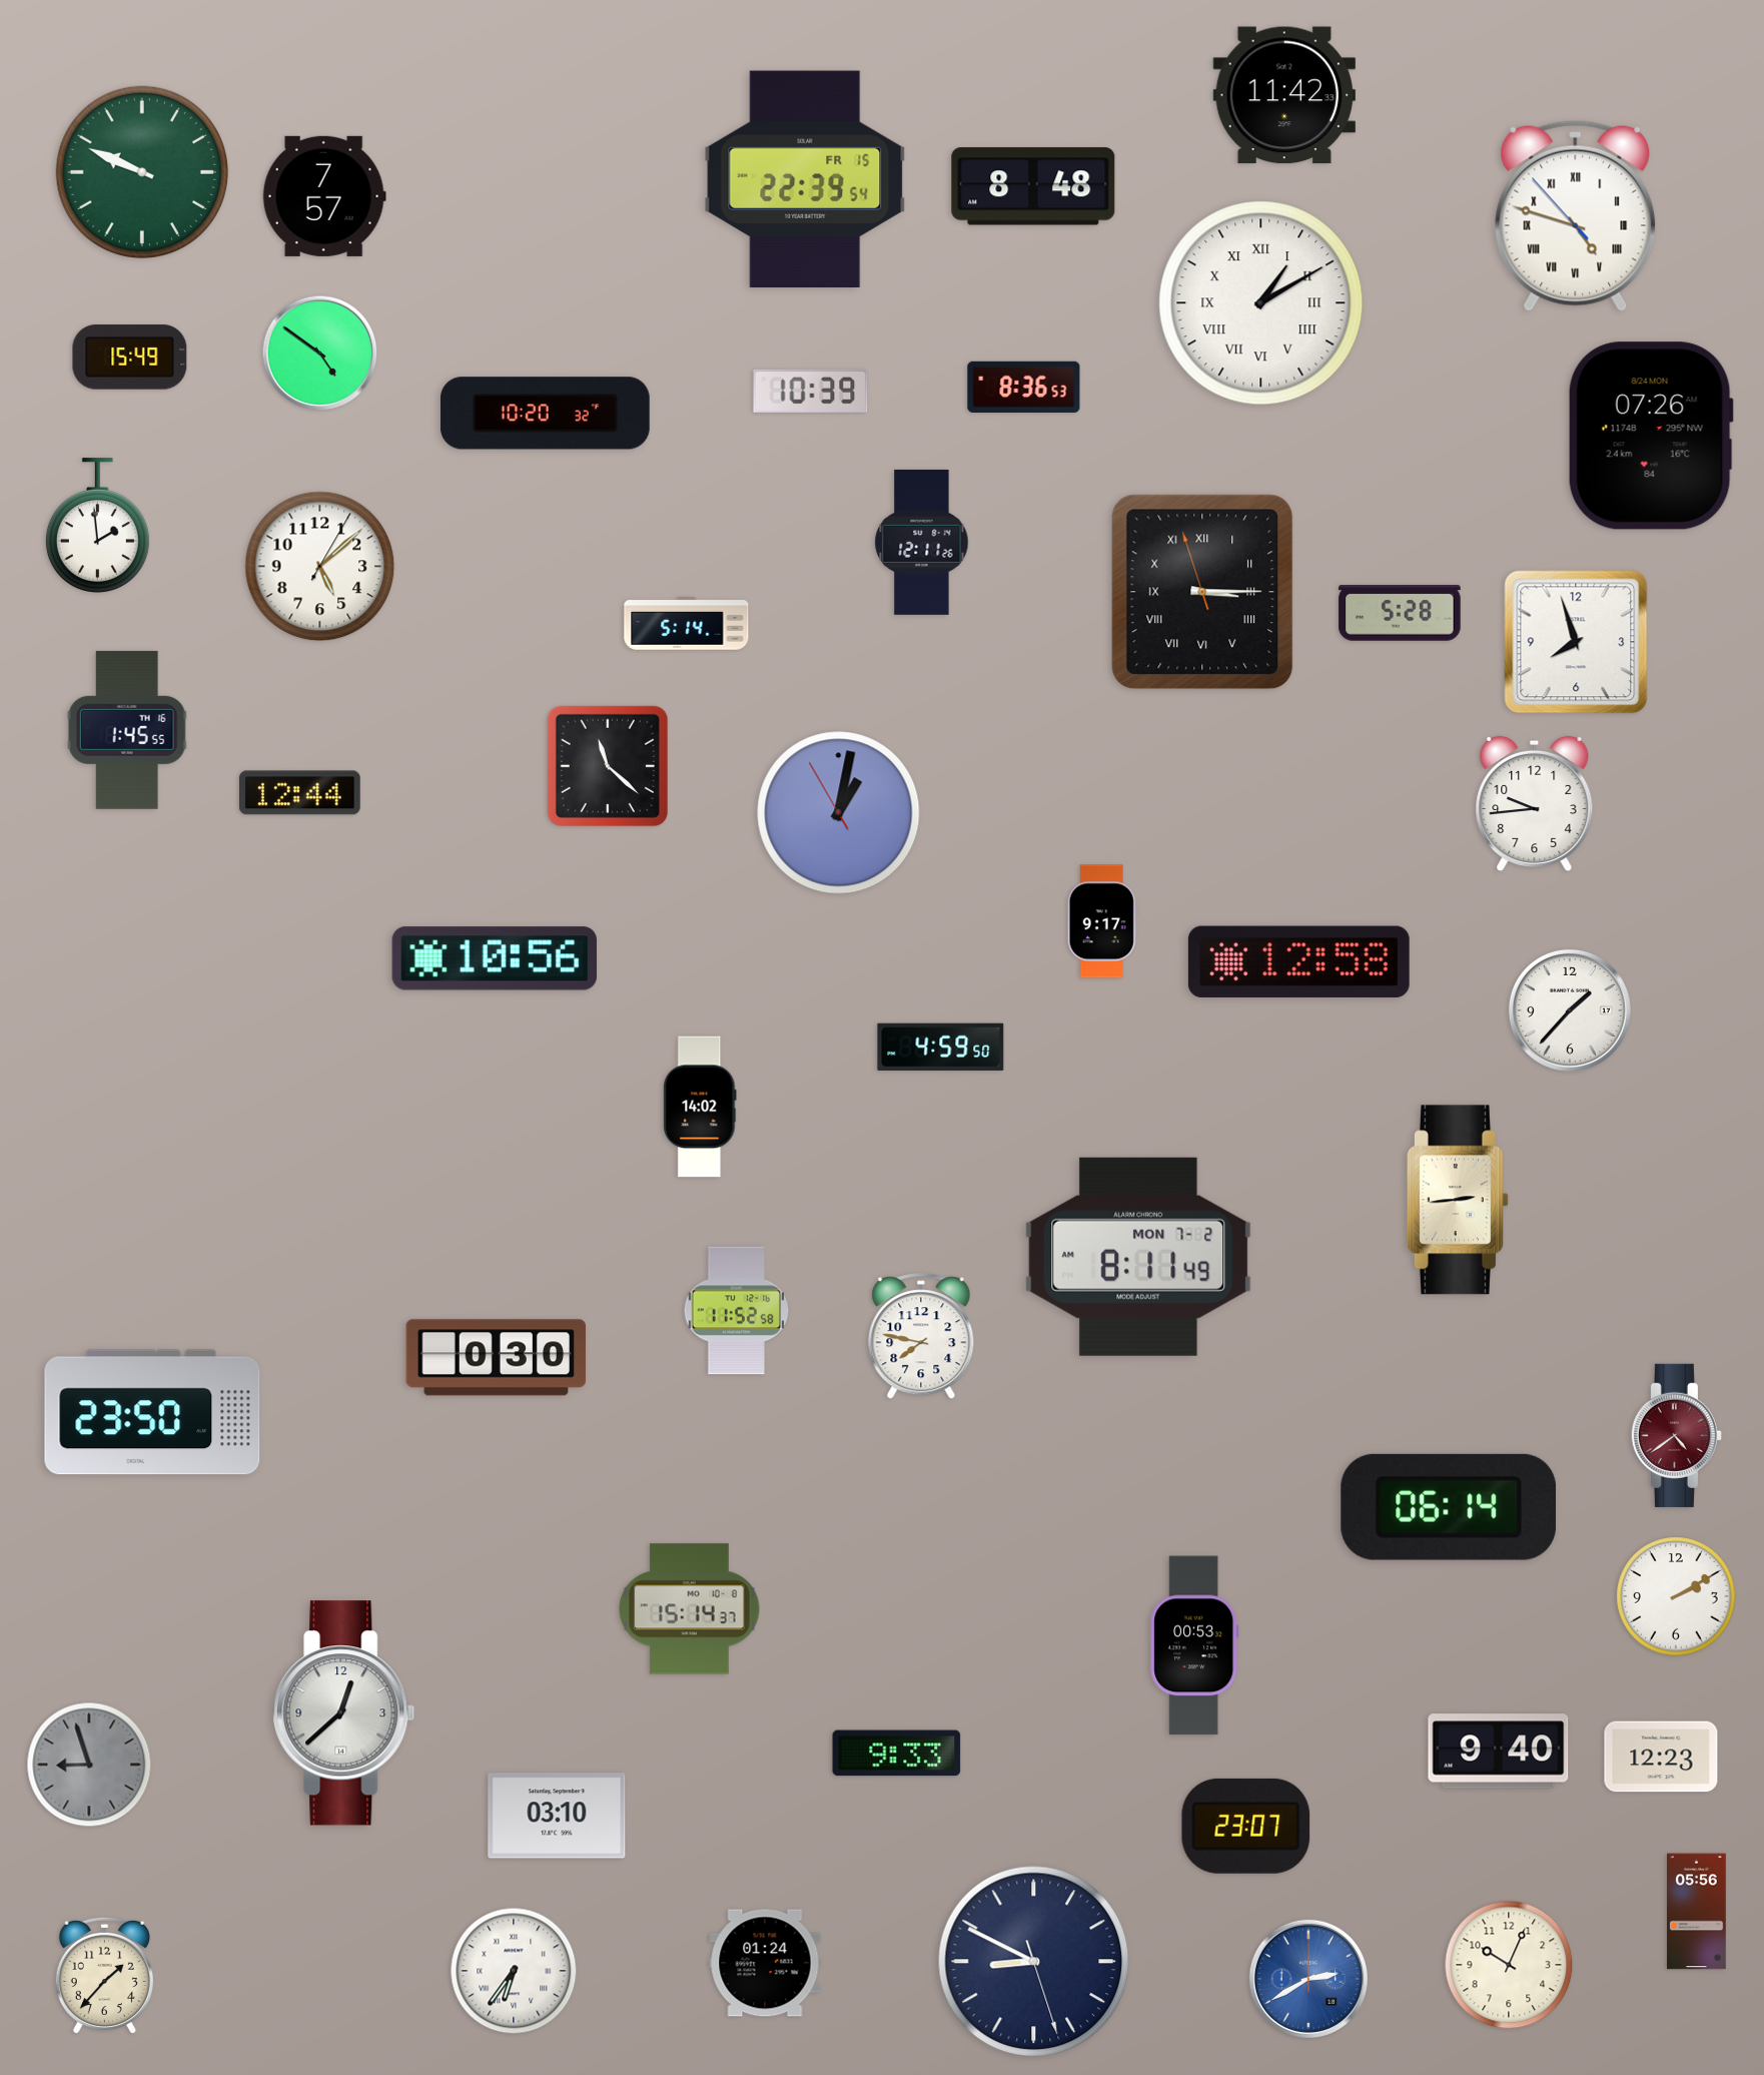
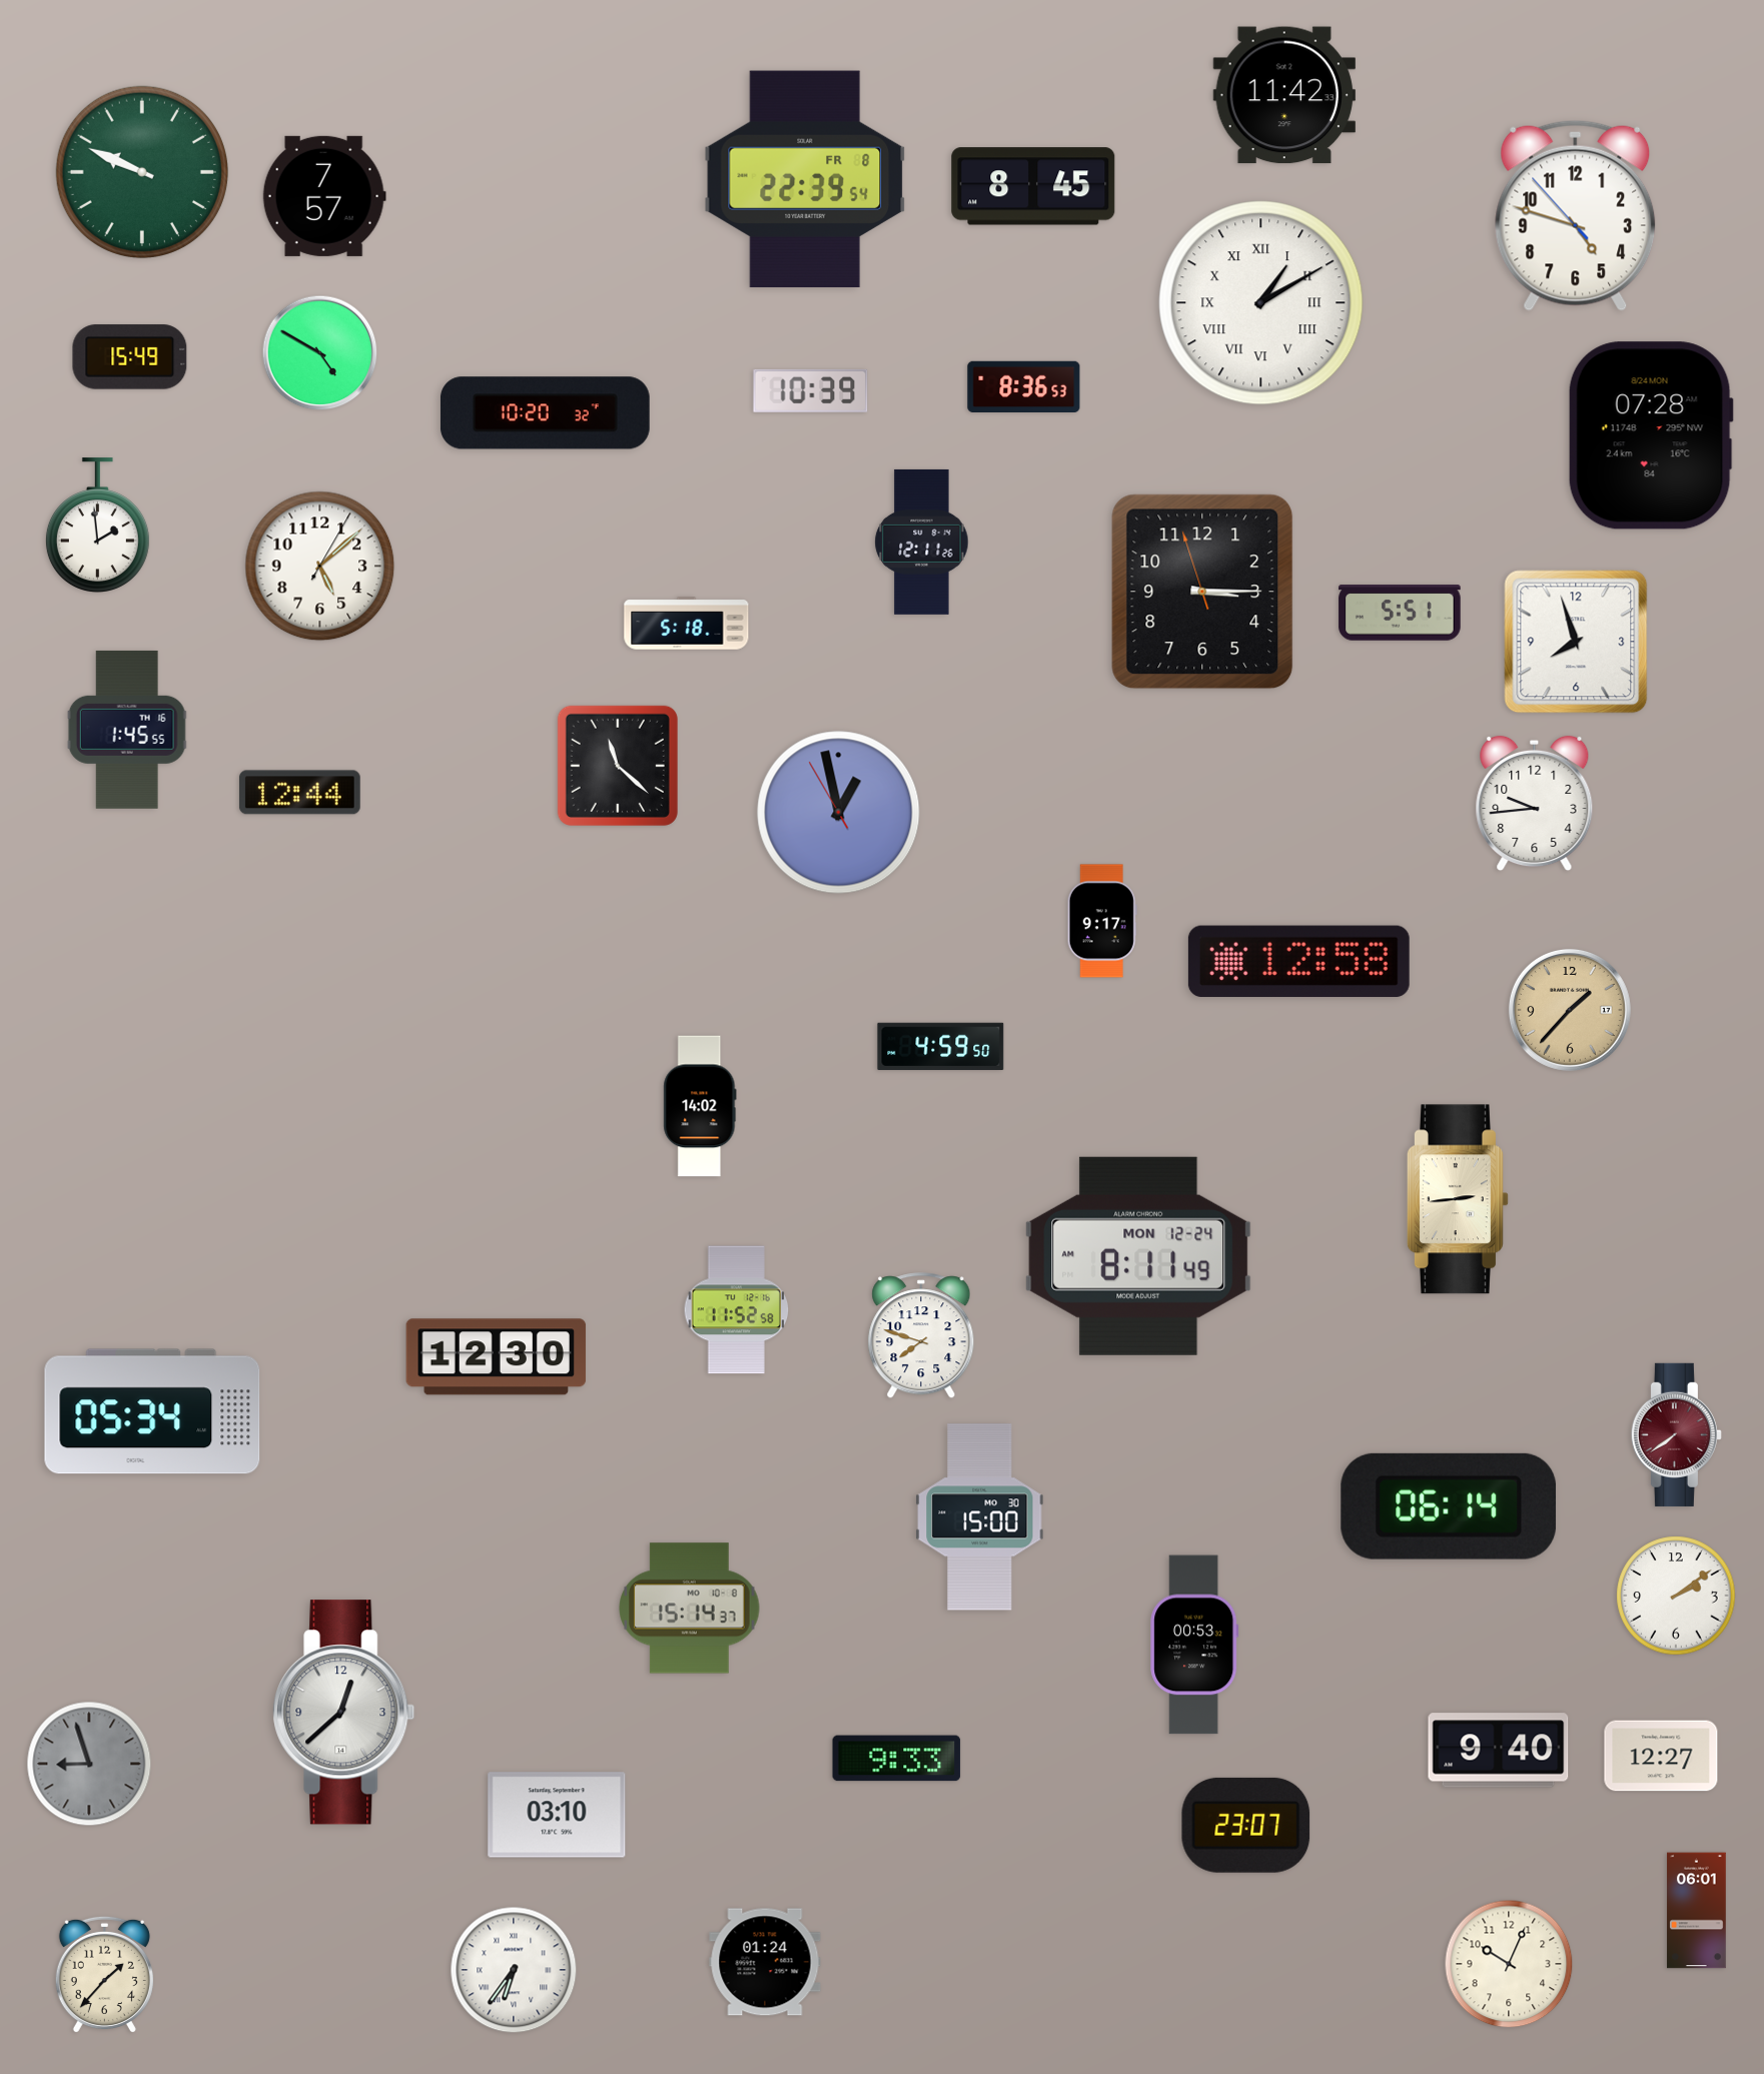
clock at (805, 179) date: FR 15 -> FR 8
clock at (1033, 186): 8:48 -> 8:45
clock at (1576, 215) numerals: Roman -> Arabic
clock at (320, 354): 4:51 -> 4:50
clock at (1651, 436): 07:26 -> 07:28
clock at (1202, 592) numerals: Roman -> Arabic
clock at (1400, 613): 5:28 -> 5:51
clock at (687, 624): 5:14 -> 5:18
clock at (608, 766) position: (608, 766) -> (618, 766)
clock at (839, 813): 1:01 -> 12:57
clock at (494, 958): 10:56 -> none
clock at (1570, 1010) dial: white -> champagne
clock at (1138, 1257) date: MON 7-2 -> MON 12-24
clock at (921, 1337): 7:47 -> 7:48
clock at (497, 1358): 0:30 -> 12:30
clock at (152, 1412): 23:50 -> 05:34
clock at (1676, 1435): 4:39 -> 7:39
clock at (980, 1517): none -> 15:00
clock at (1676, 1596): 2:10 -> 2:09
clock at (897, 1754) position: (897, 1754) -> (897, 1759)
clock at (1661, 1757): 12:23 -> 12:27
clock at (1697, 1912): 05:56 -> 06:01
clock at (1034, 1962): 8:49 -> none
clock at (1308, 1979): 2:40 -> none
